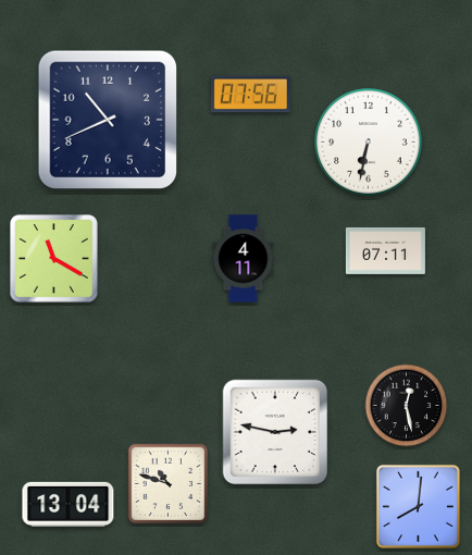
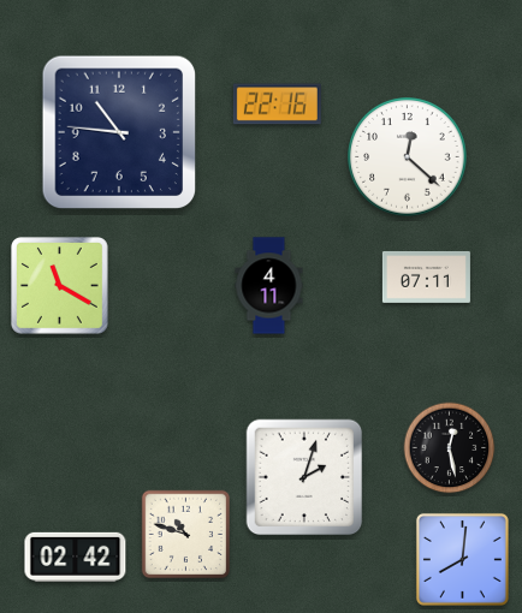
clock at (250, 95): 07:56 -> 22:16
clock at (108, 120): 10:41 -> 10:46
clock at (369, 143): 6:32 -> 12:22
clock at (275, 432): 2:47 -> 2:03
clock at (69, 504): 13:04 -> 02:42
